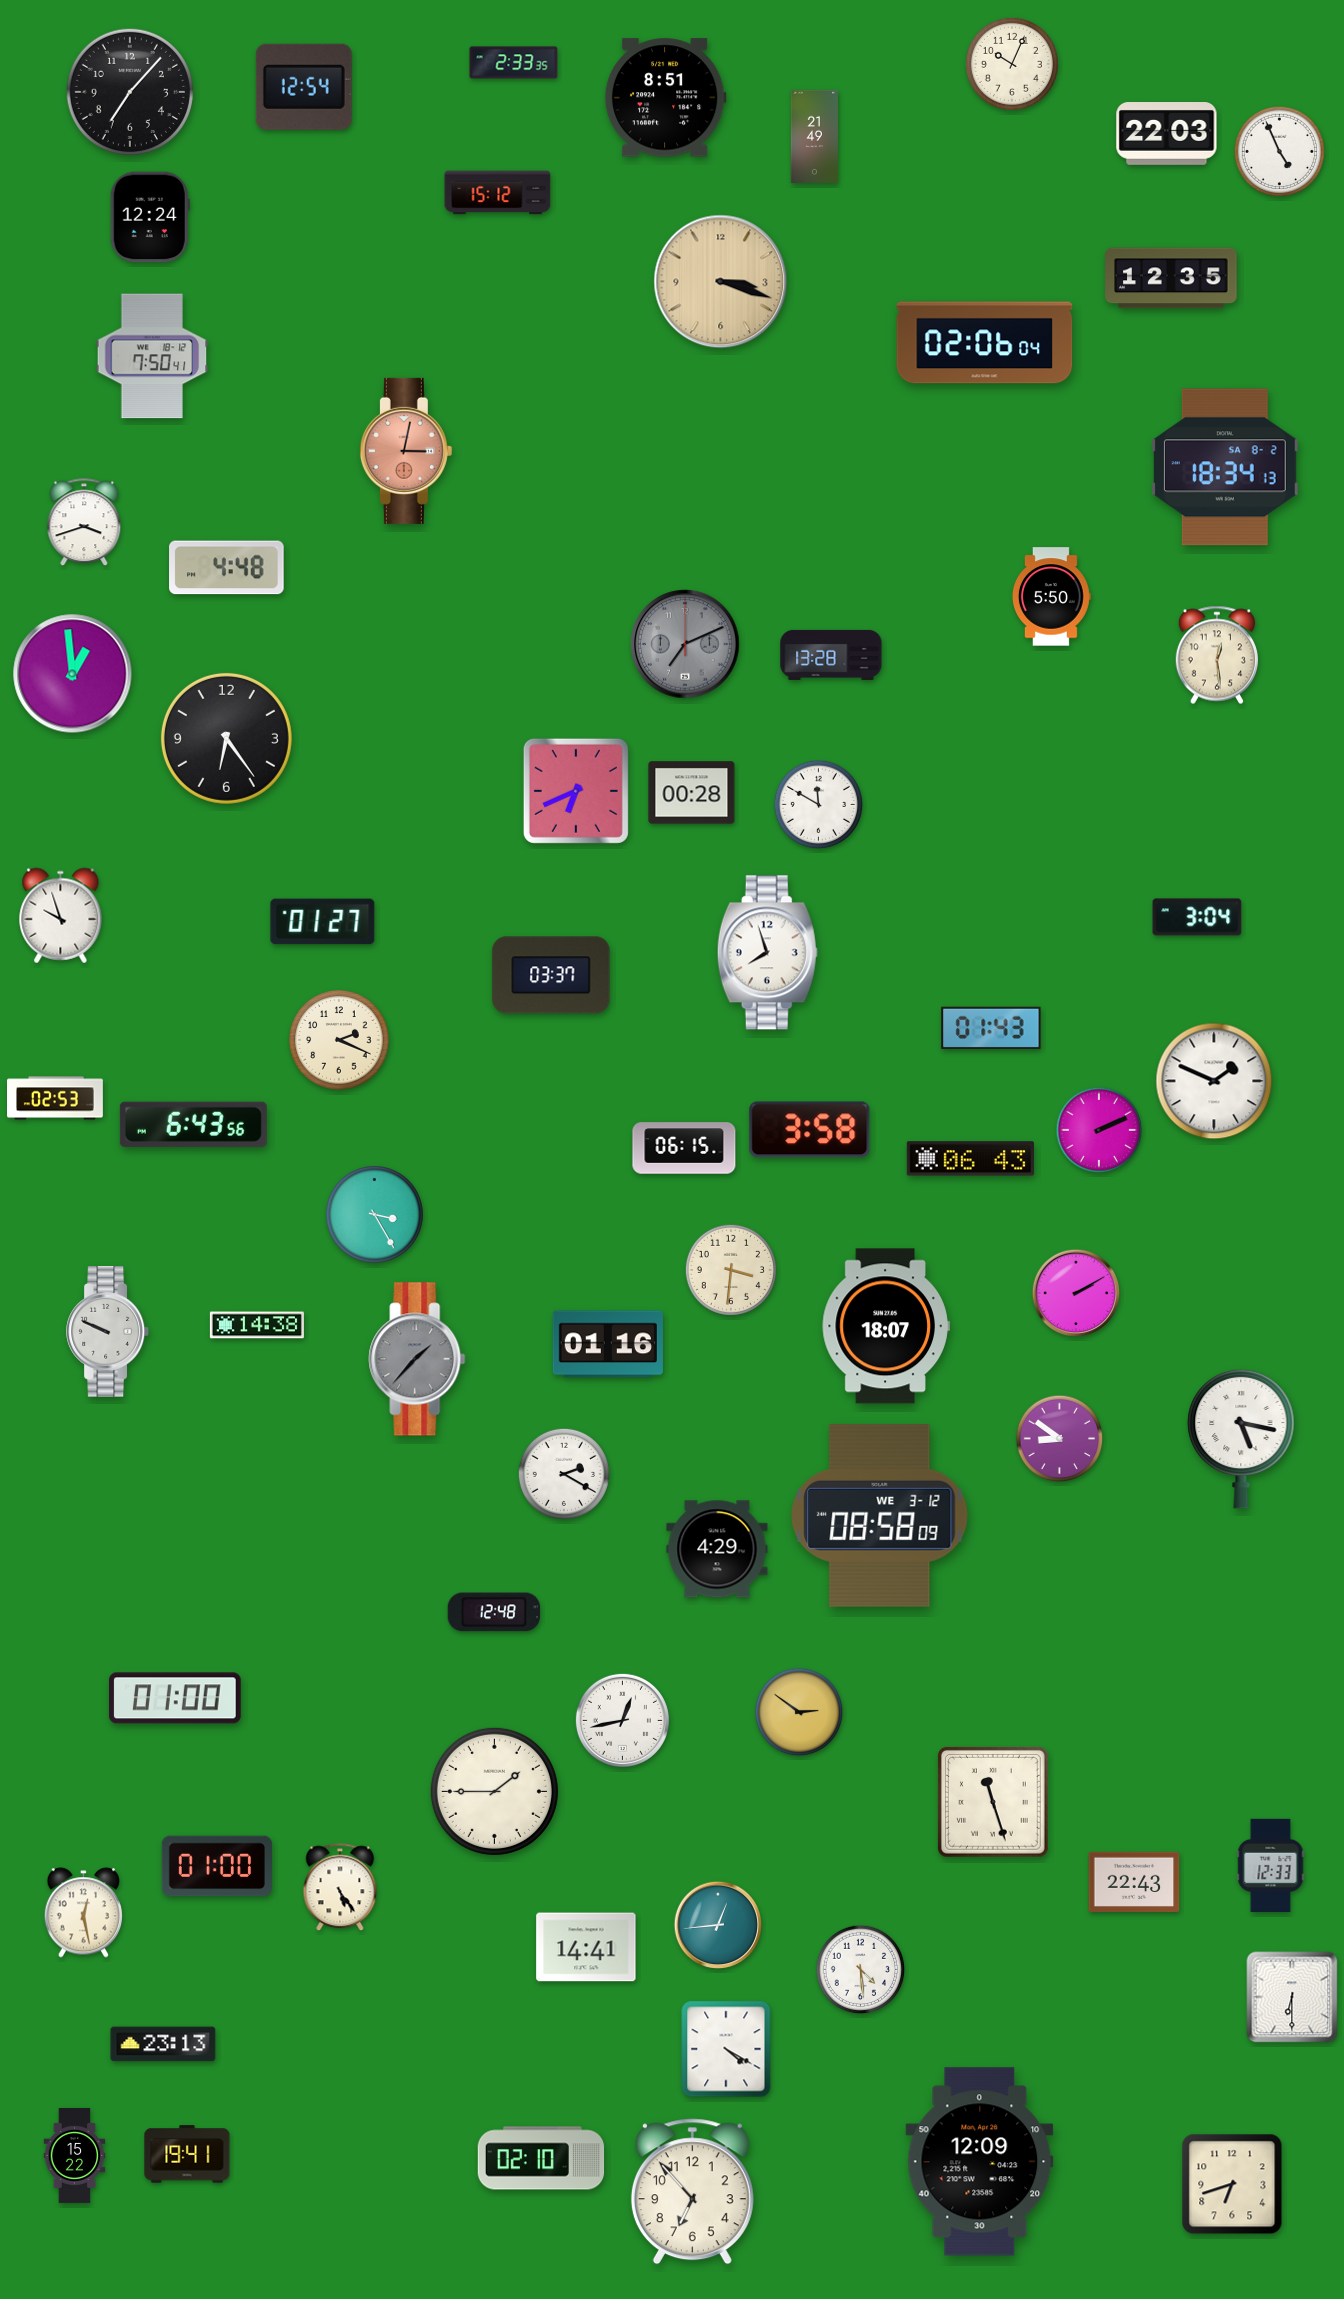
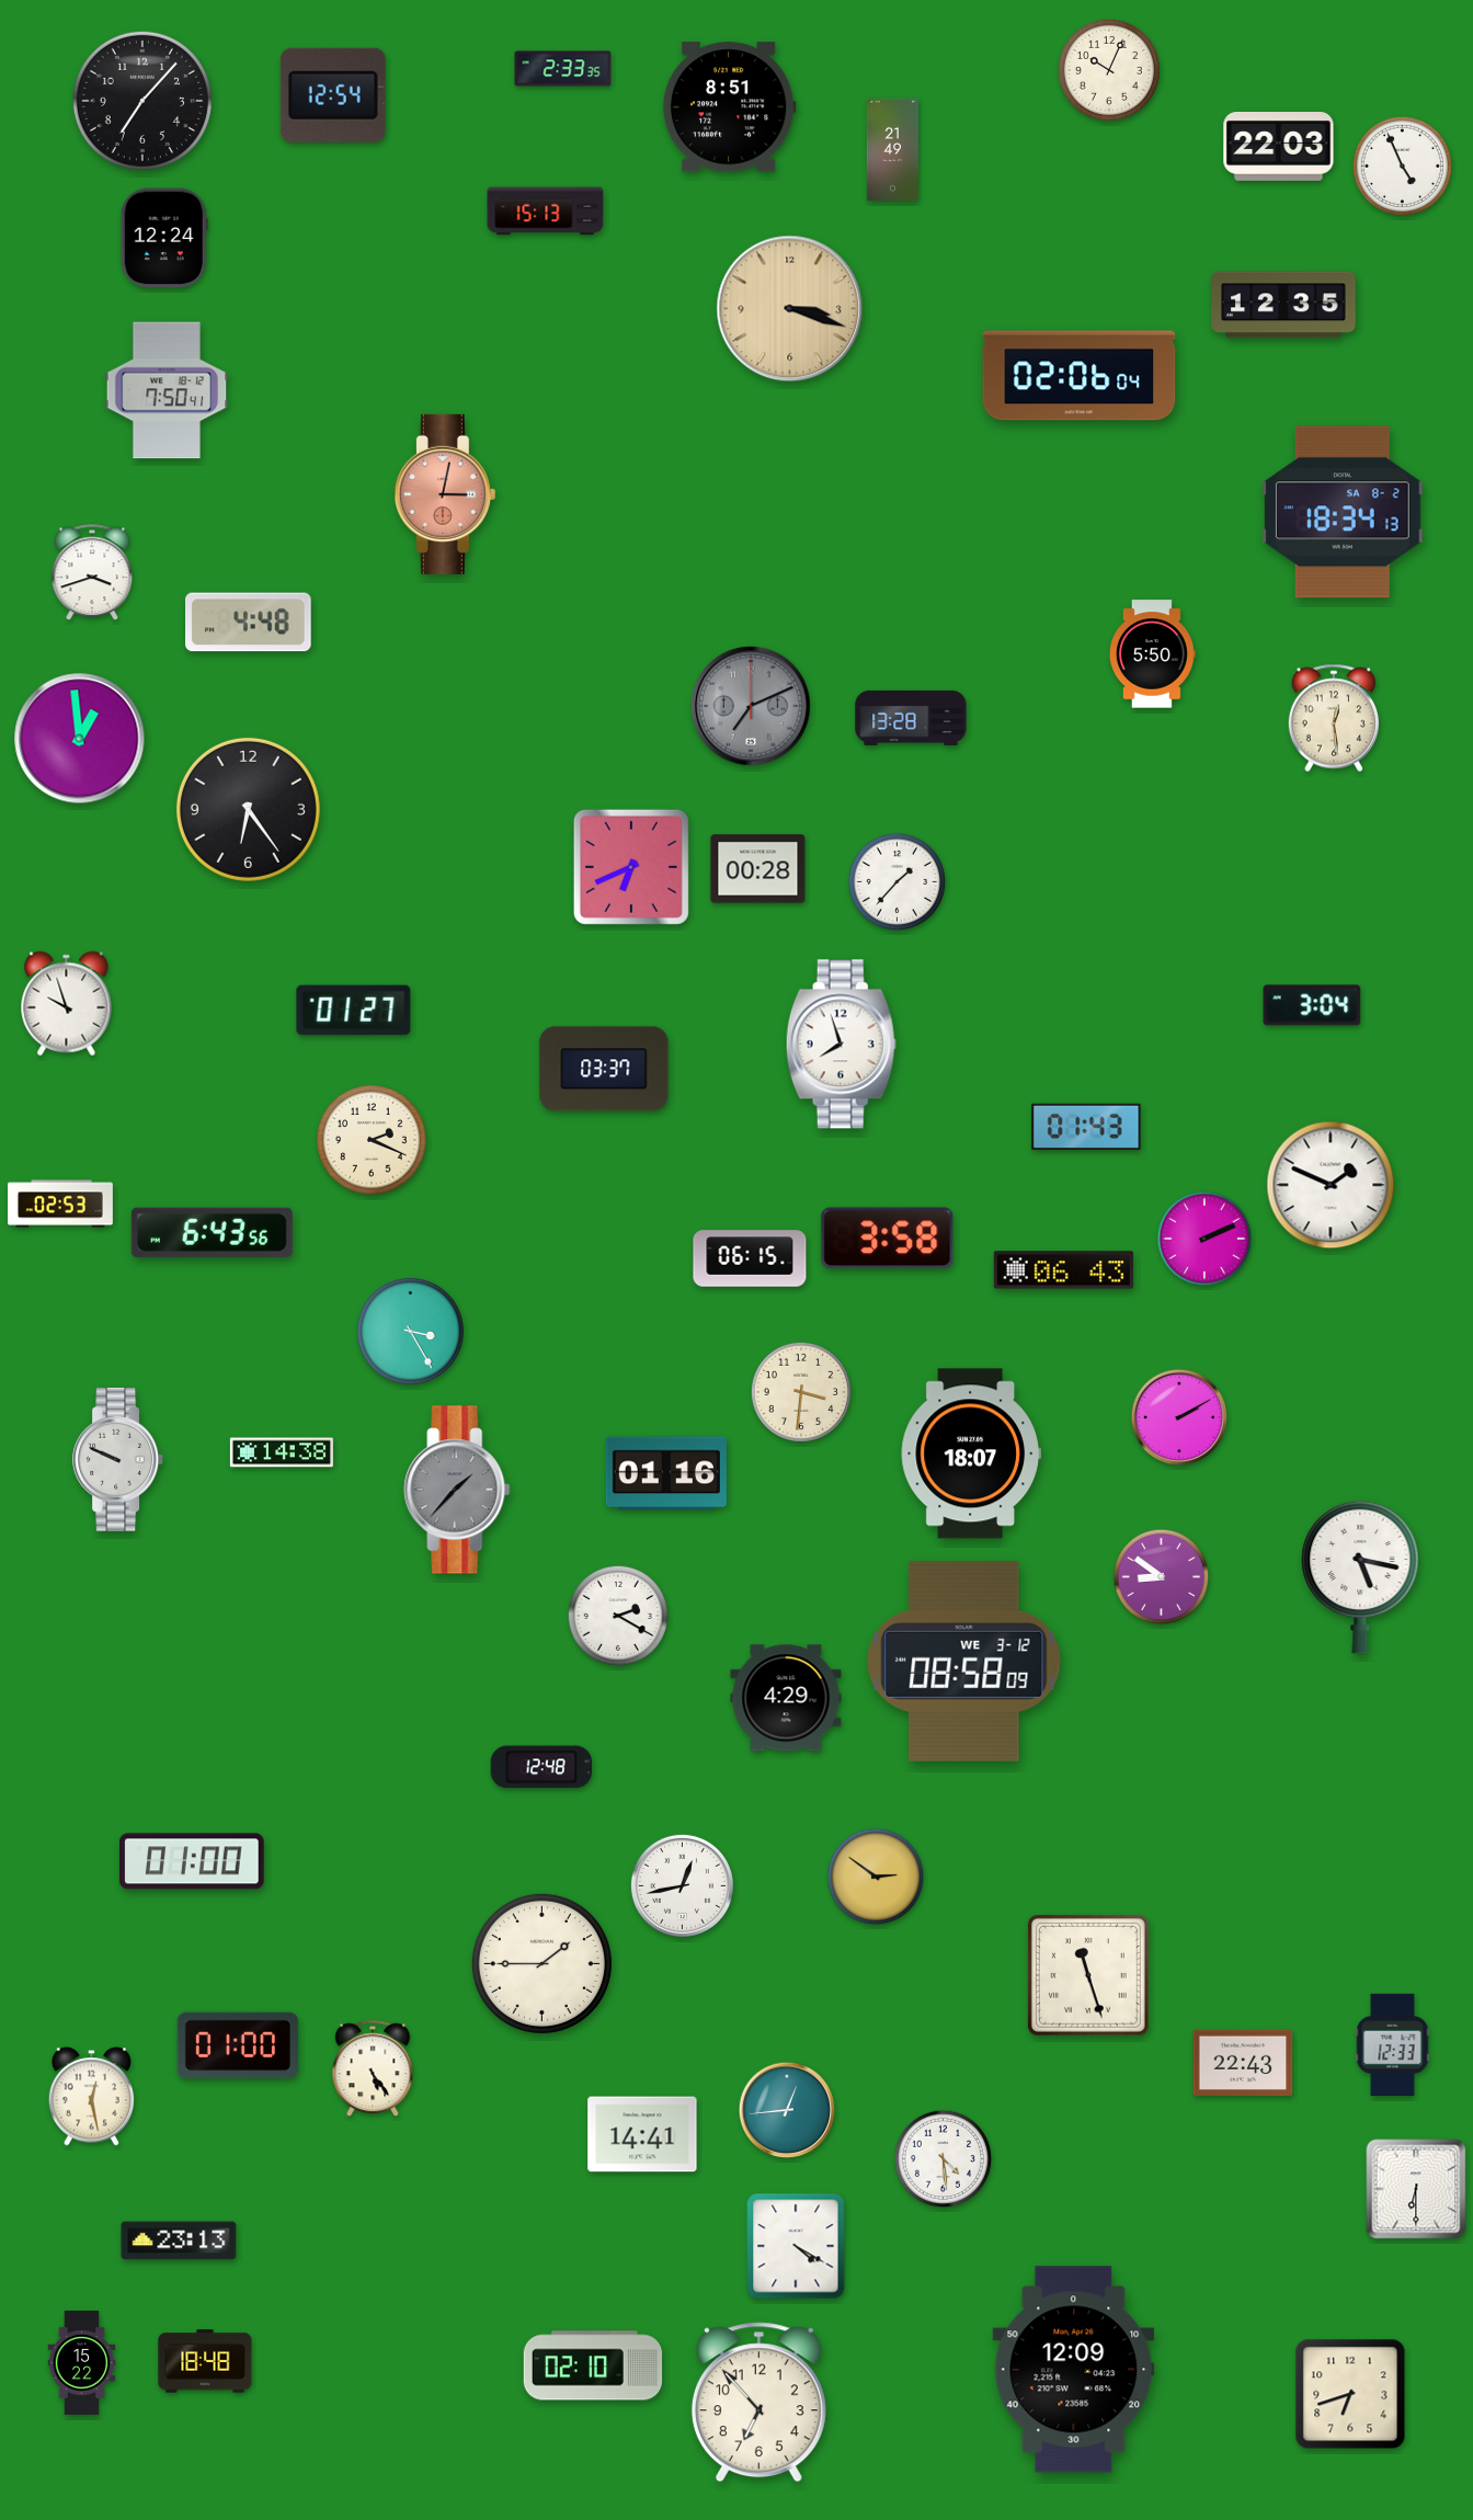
clock at (498, 193): 15:12 -> 15:13
clock at (819, 805): 11:50 -> 1:37
clock at (187, 2154): 19:41 -> 18:48
